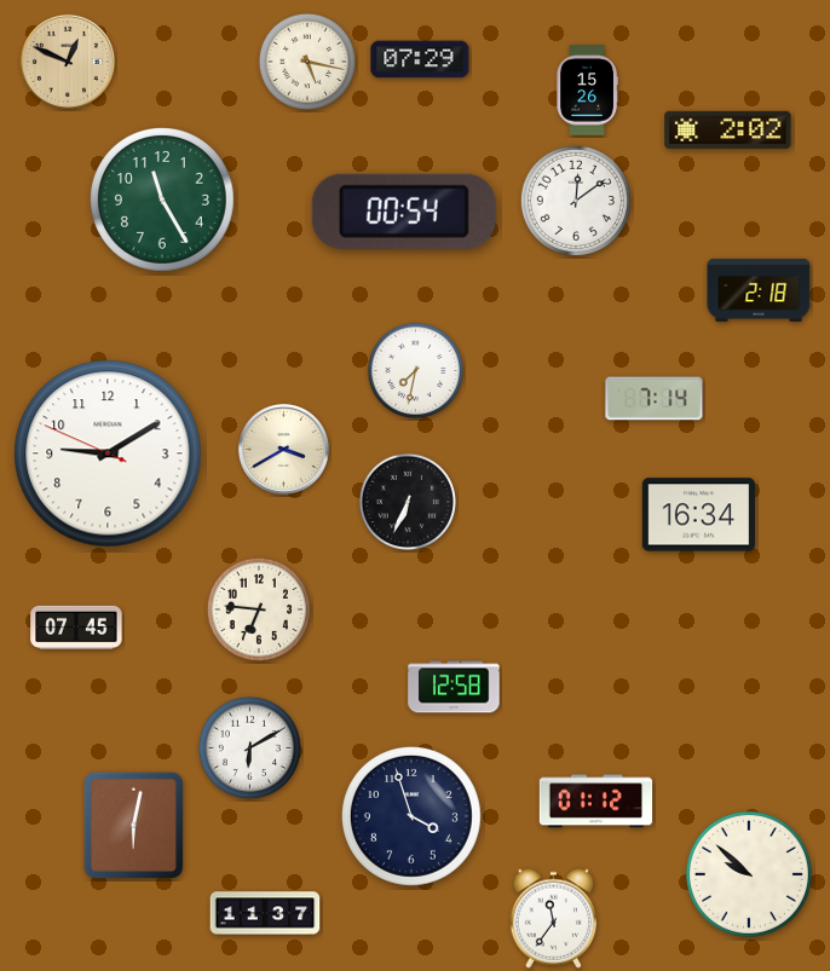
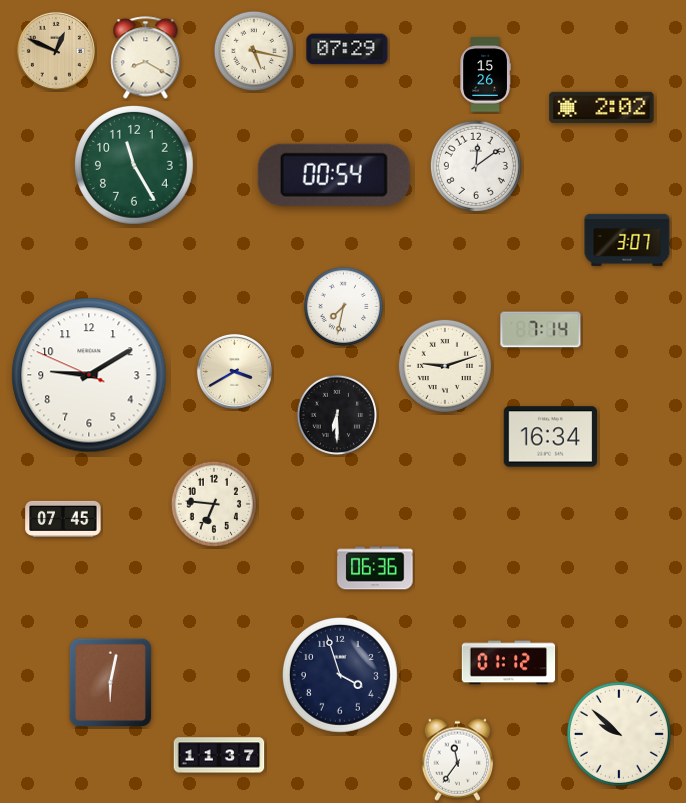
clock at (146, 58): none -> 8:20
clock at (759, 290): 2:18 -> 3:07
clock at (445, 366): none -> 9:12
clock at (407, 501): 6:34 -> 6:30
clock at (698, 515) position: (698, 515) -> (550, 437)
clock at (454, 687): 12:58 -> 06:36
clock at (249, 747): 6:10 -> none
clock at (596, 802) position: (596, 802) -> (509, 663)
clock at (749, 874) position: (749, 874) -> (619, 734)
